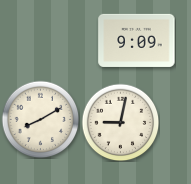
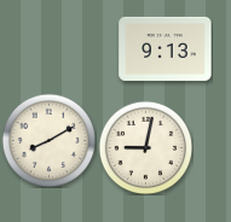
clock at (137, 40): 9:09 -> 9:13
clock at (40, 119) position: (40, 119) -> (48, 140)
